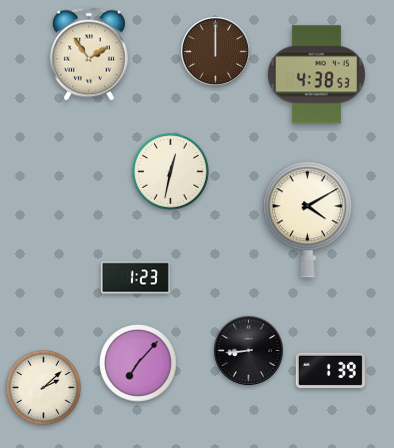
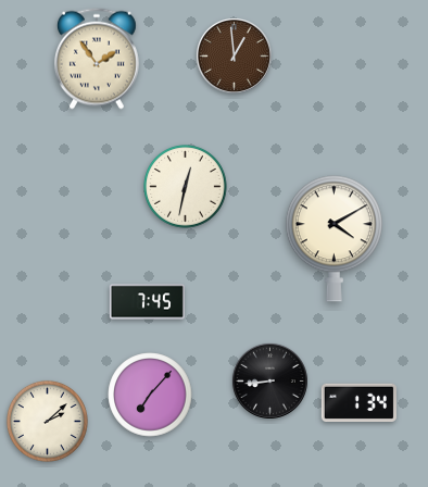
clock at (215, 51): 12:00 -> 12:59
clock at (316, 75): 4:38 -> none
clock at (135, 278): 1:23 -> 7:45
clock at (330, 371): 1:39 -> 1:34
